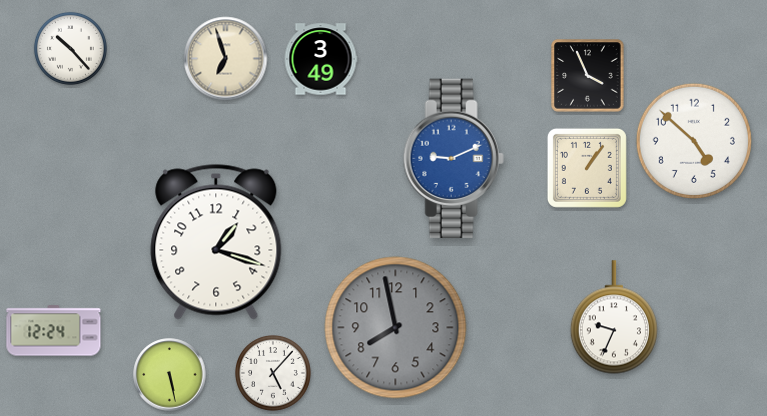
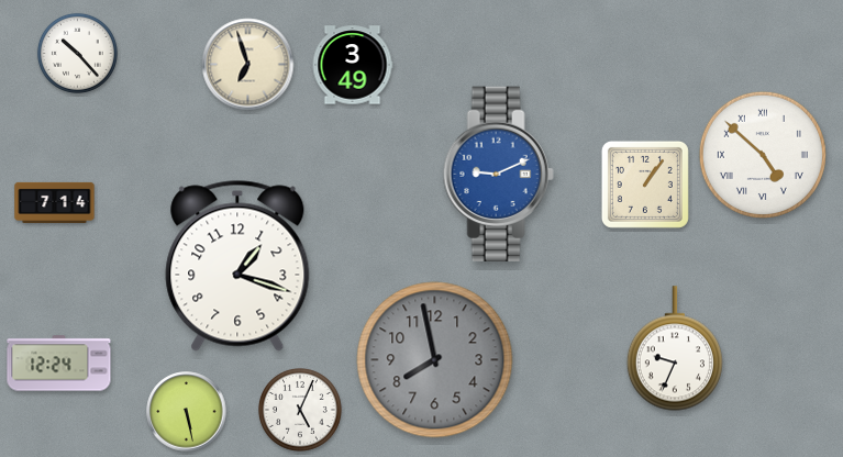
clock at (588, 76): 3:56 -> none
clock at (694, 141) numerals: Arabic -> Roman
clock at (55, 202): none -> 7:14
clock at (274, 374): 5:07 -> 5:04
